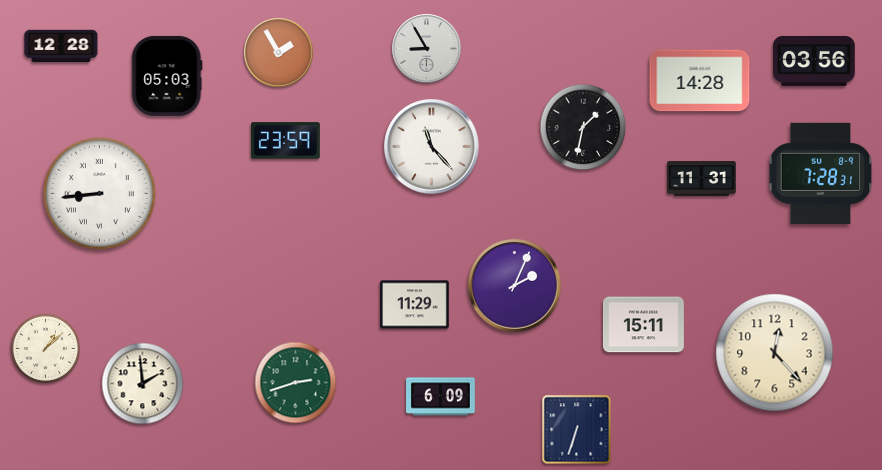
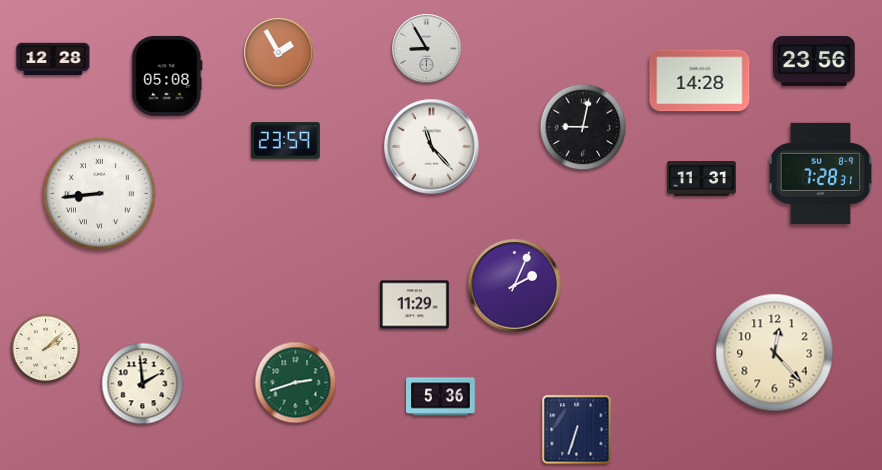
clock at (61, 46) position: (61, 46) -> (53, 59)
clock at (814, 61): 03:56 -> 23:56
clock at (167, 76): 05:03 -> 05:08
clock at (583, 127): 1:32 -> 9:02
clock at (643, 325): 15:11 -> none
clock at (45, 348): 1:08 -> 2:08
clock at (441, 397): 6:09 -> 5:36
